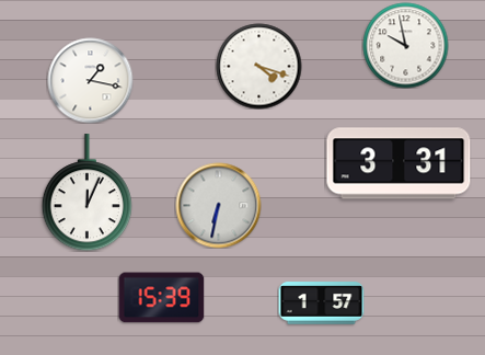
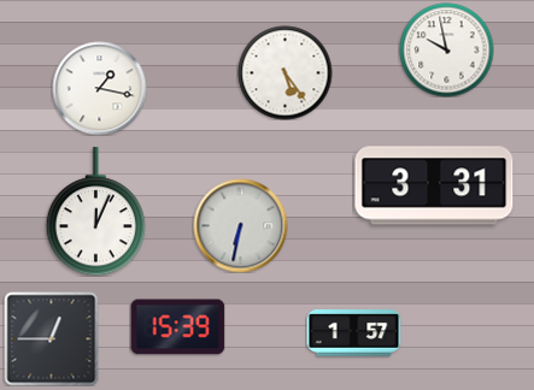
clock at (258, 66): 4:18 -> 5:24
clock at (399, 163) position: (399, 163) -> (434, 185)
clock at (51, 338): none -> 12:45
